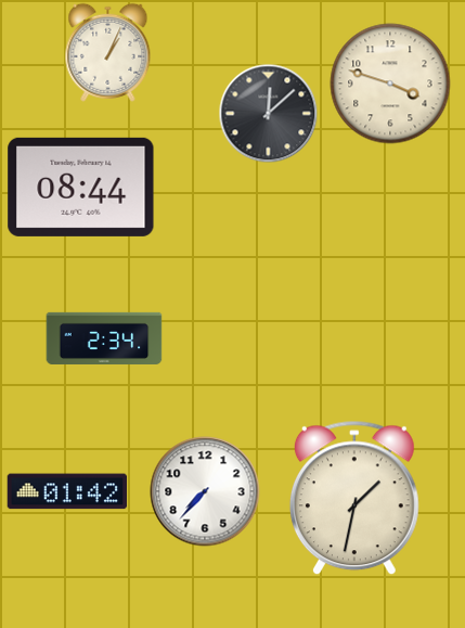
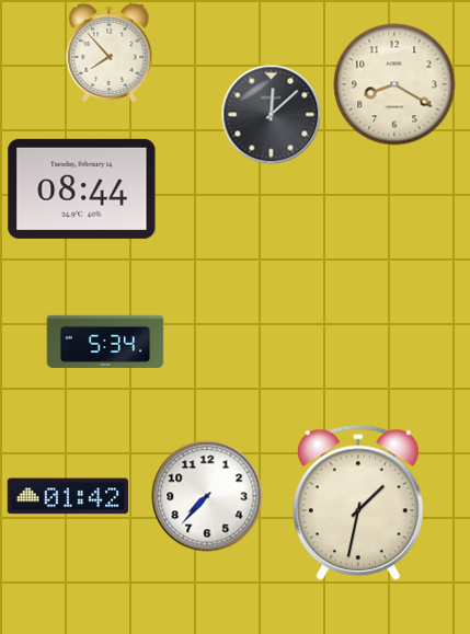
clock at (108, 52): 1:04 -> 7:53
clock at (390, 84): 3:48 -> 8:20
clock at (104, 338): 2:34 -> 5:34
